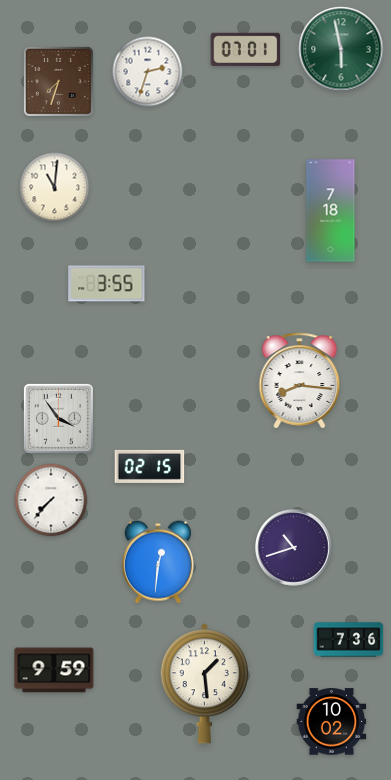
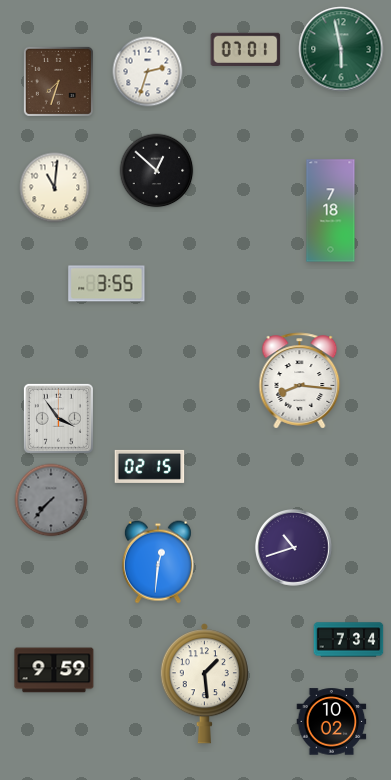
clock at (157, 171): none -> 12:52
clock at (51, 500) dial: white -> grey
clock at (349, 640): 7:36 -> 7:34
